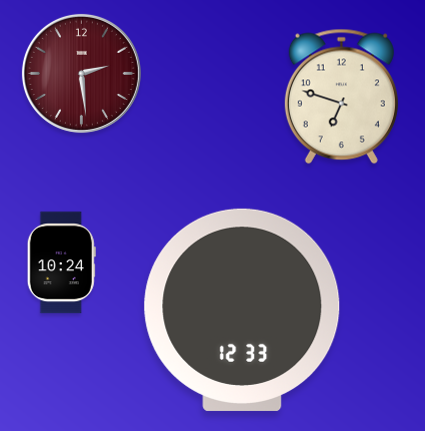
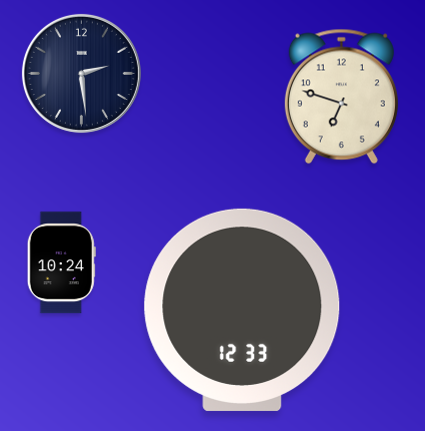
clock at (81, 73) dial: burgundy -> navy
